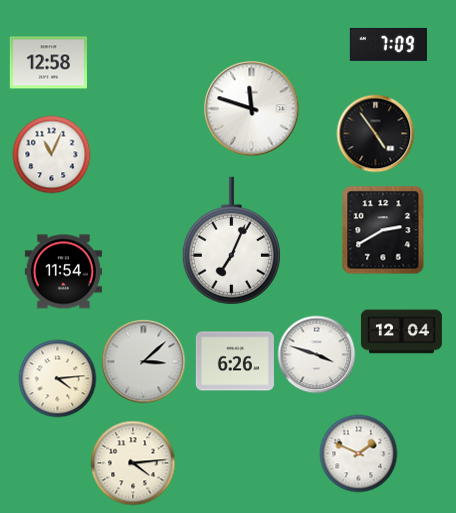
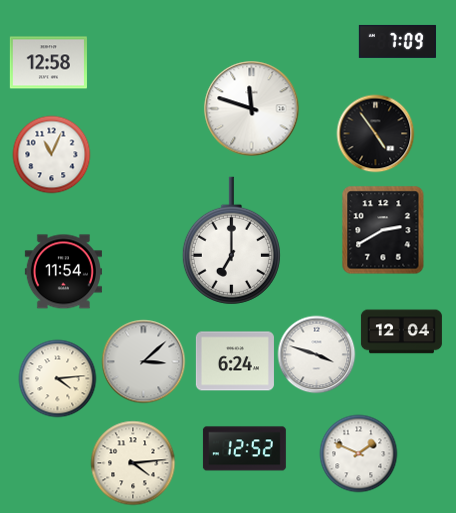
clock at (388, 44) position: (388, 44) -> (397, 41)
clock at (231, 241): 7:04 -> 7:00
clock at (235, 361): 6:26 -> 6:24
clock at (244, 449): none -> 12:52
